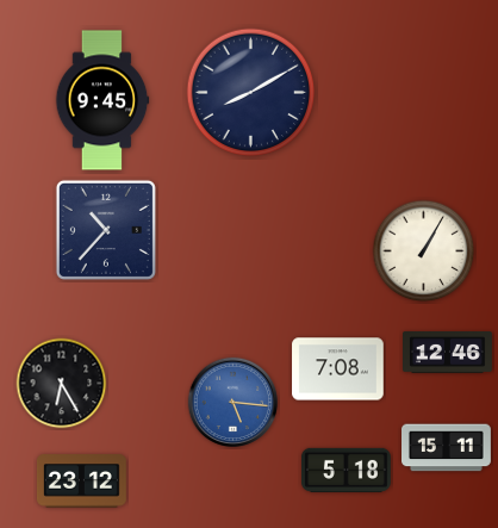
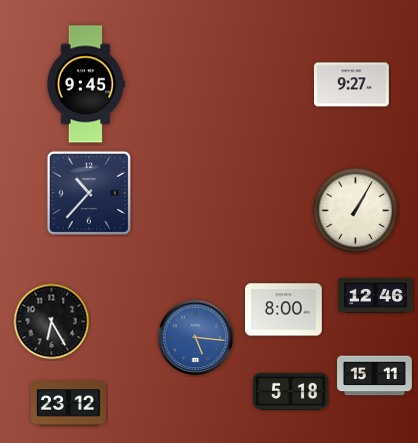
clock at (251, 93): 8:10 -> none
clock at (351, 85): none -> 9:27
clock at (338, 369): 7:08 -> 8:00
clock at (346, 470) position: (346, 470) -> (290, 391)
